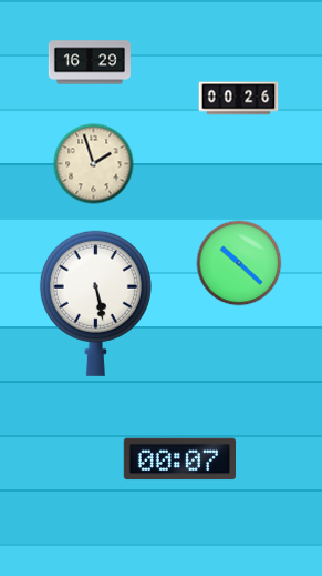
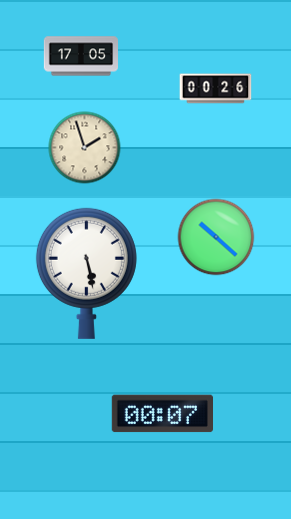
clock at (89, 62): 16:29 -> 17:05
